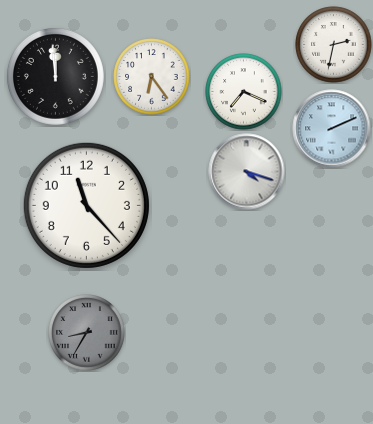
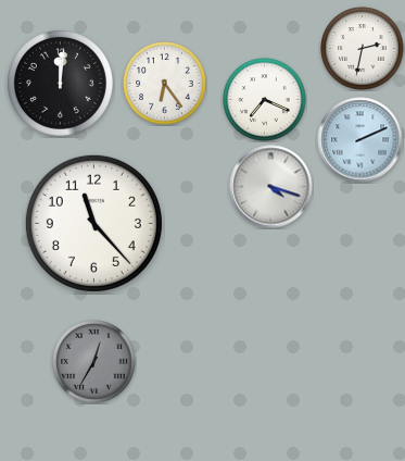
clock at (55, 76): 11:59 -> 12:01
clock at (247, 172) position: (247, 172) -> (271, 187)
clock at (87, 333): 8:35 -> 12:35
